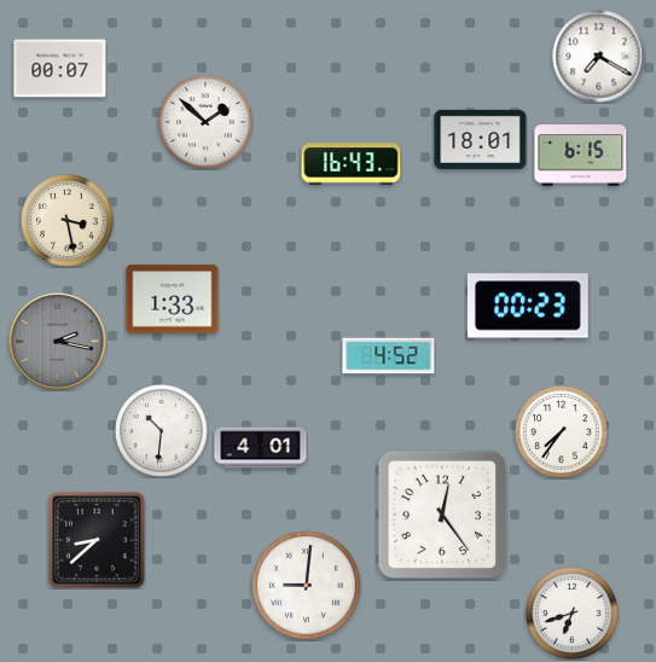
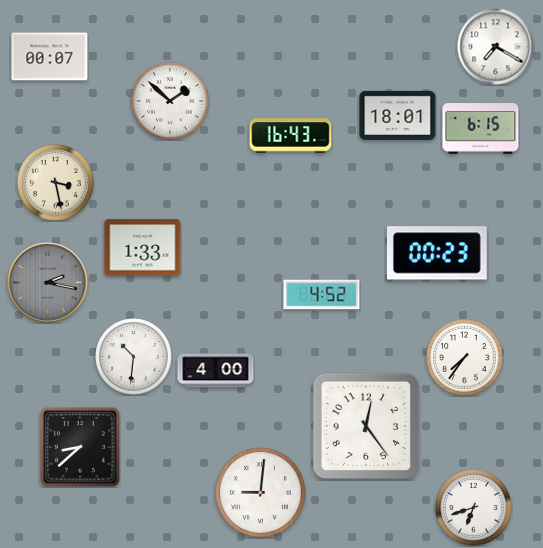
clock at (261, 448): 4:01 -> 4:00
clock at (306, 585) position: (306, 585) -> (260, 492)
